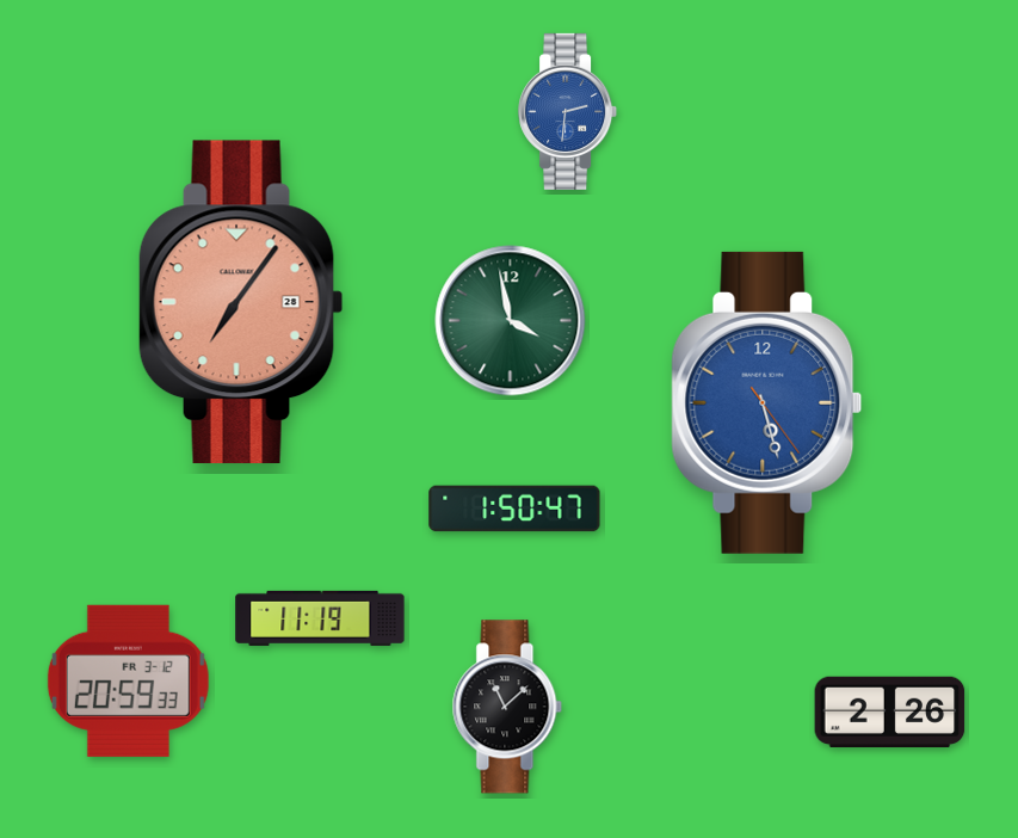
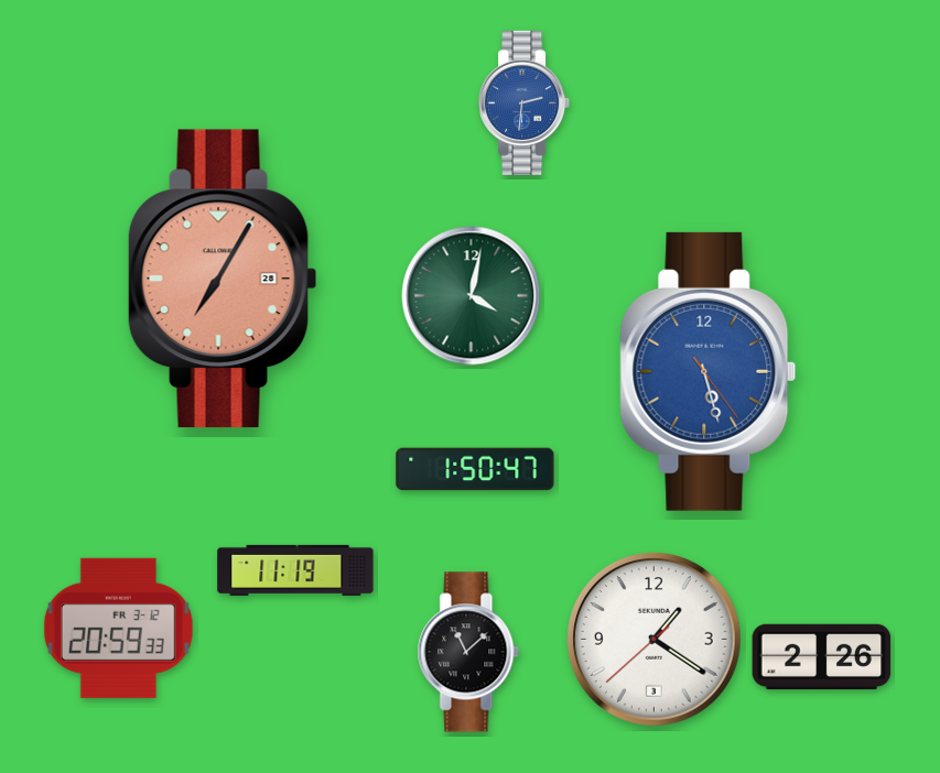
clock at (241, 302): 7:06 -> 7:05
clock at (511, 321): 3:58 -> 4:02
clock at (655, 640): none -> 1:20
